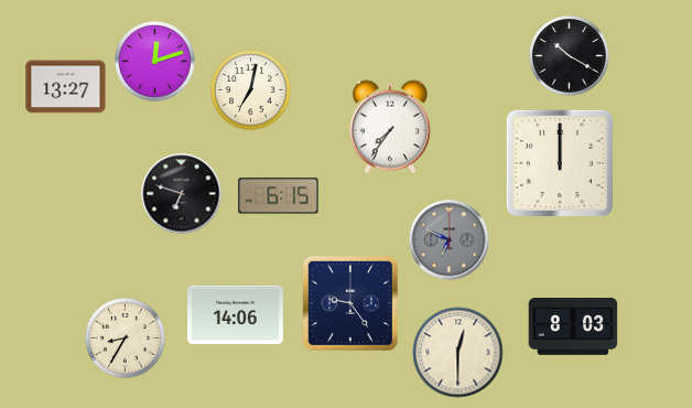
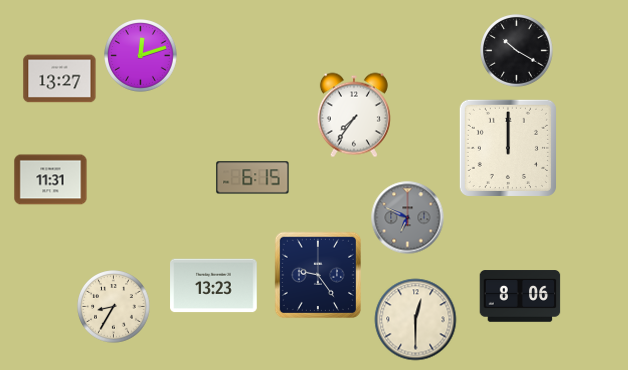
clock at (251, 90): 7:02 -> none
clock at (182, 194): 6:48 -> none
clock at (51, 180): none -> 11:31
clock at (236, 315): 14:06 -> 13:23
clock at (573, 326): 8:03 -> 8:06
